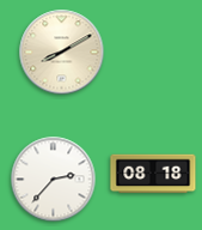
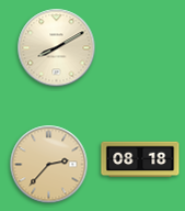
clock at (54, 180) dial: white -> champagne
